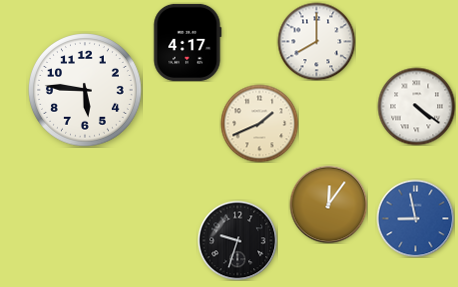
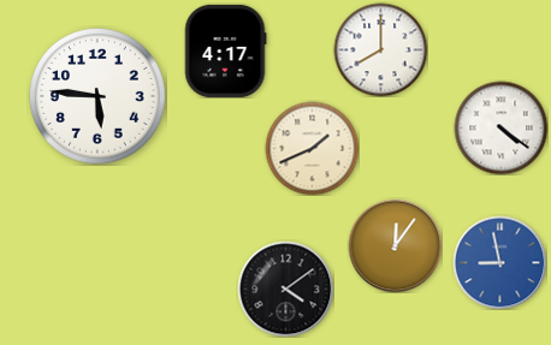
clock at (86, 91) position: (86, 91) -> (99, 97)
clock at (237, 240): 9:33 -> 4:09
